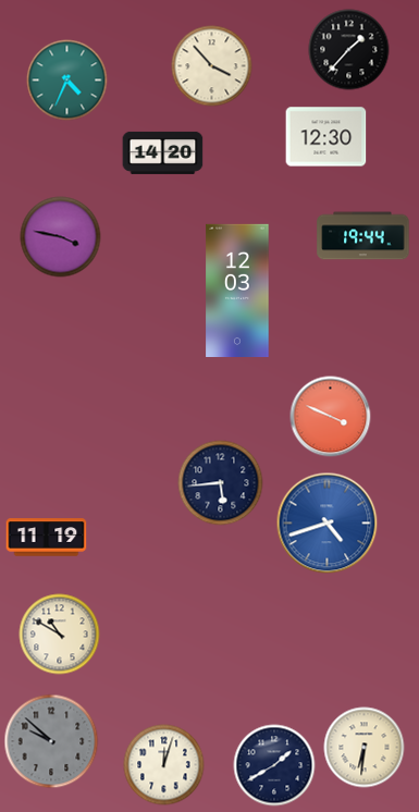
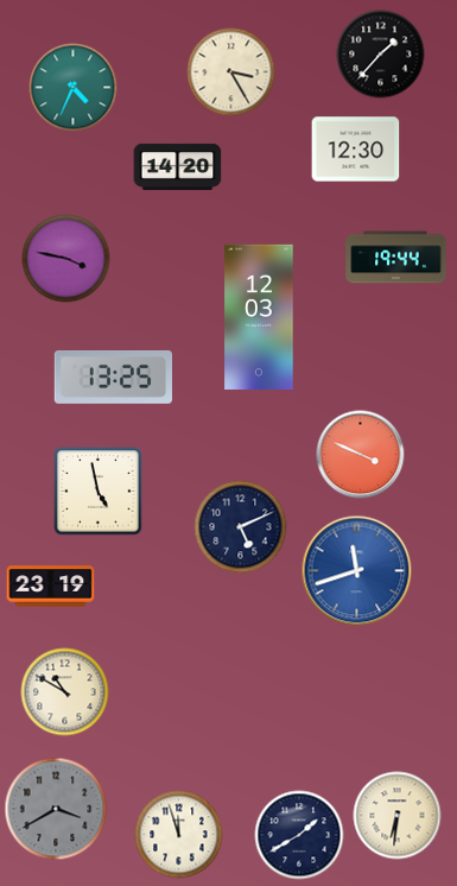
clock at (212, 66): 3:53 -> 3:25
clock at (113, 378): none -> 13:25
clock at (99, 492): none -> 4:58
clock at (221, 483): 5:44 -> 5:11
clock at (328, 524): 4:42 -> 11:42
clock at (47, 538): 11:19 -> 23:19
clock at (51, 741): 9:52 -> 3:40
clock at (164, 765): 12:03 -> 11:57
